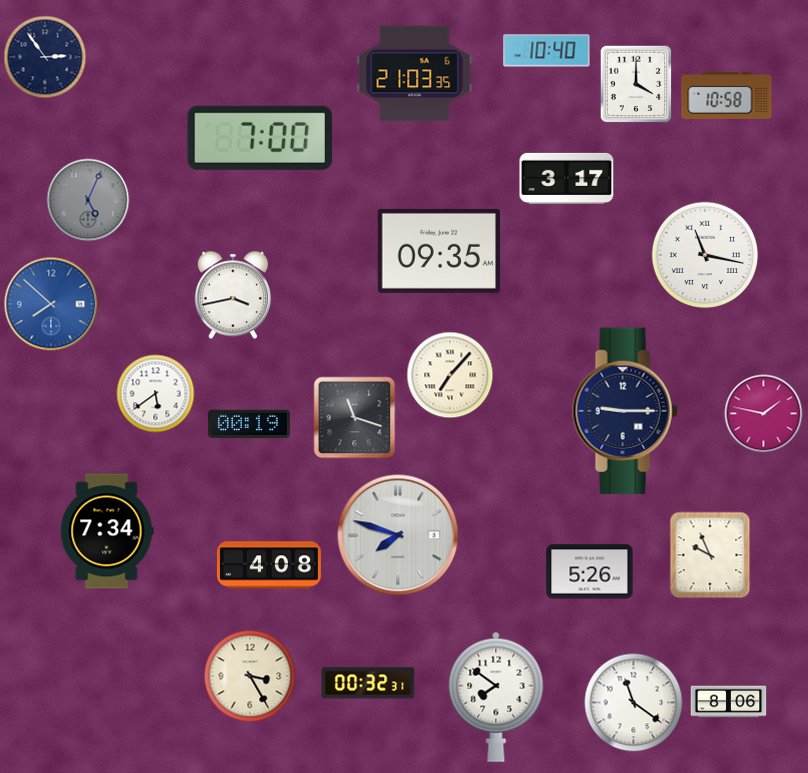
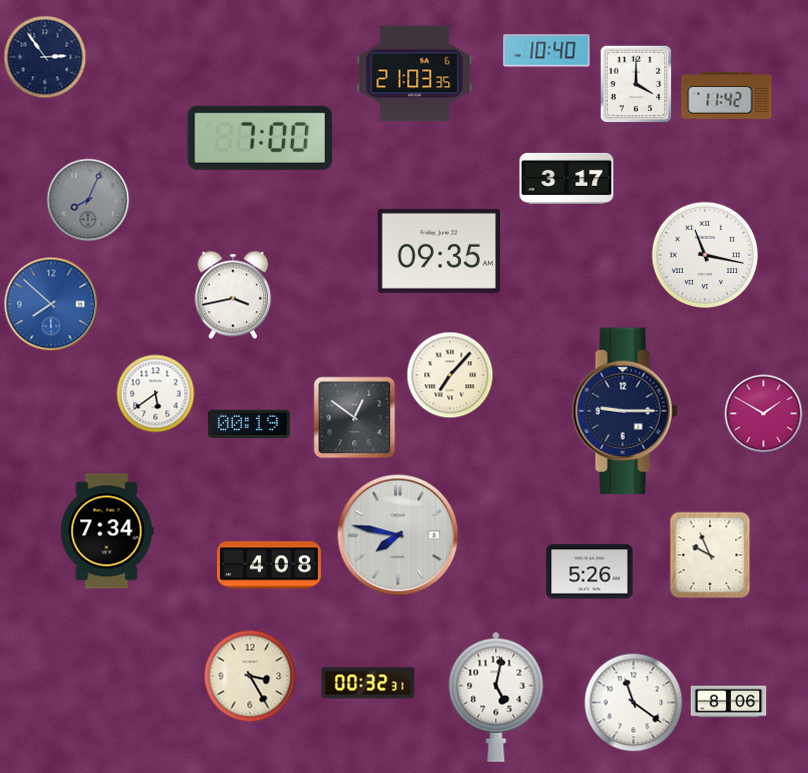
clock at (727, 95): 10:58 -> 11:42
clock at (88, 200): 5:04 -> 8:04
clock at (764, 414): 1:47 -> 1:50
clock at (355, 418): 11:18 -> 12:51
clock at (398, 535): 7:48 -> 7:47
clock at (496, 697): 7:51 -> 5:02
